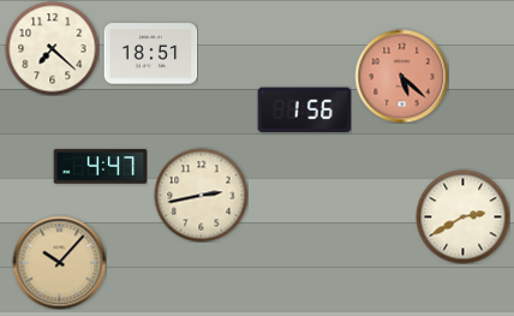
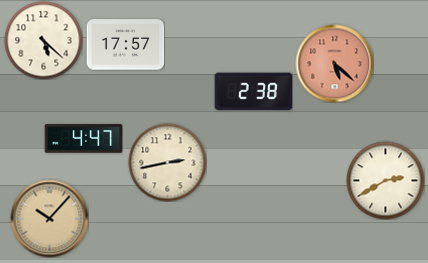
clock at (52, 48): 7:22 -> 5:22
clock at (150, 54): 18:51 -> 17:57
clock at (304, 111): 1:56 -> 2:38
